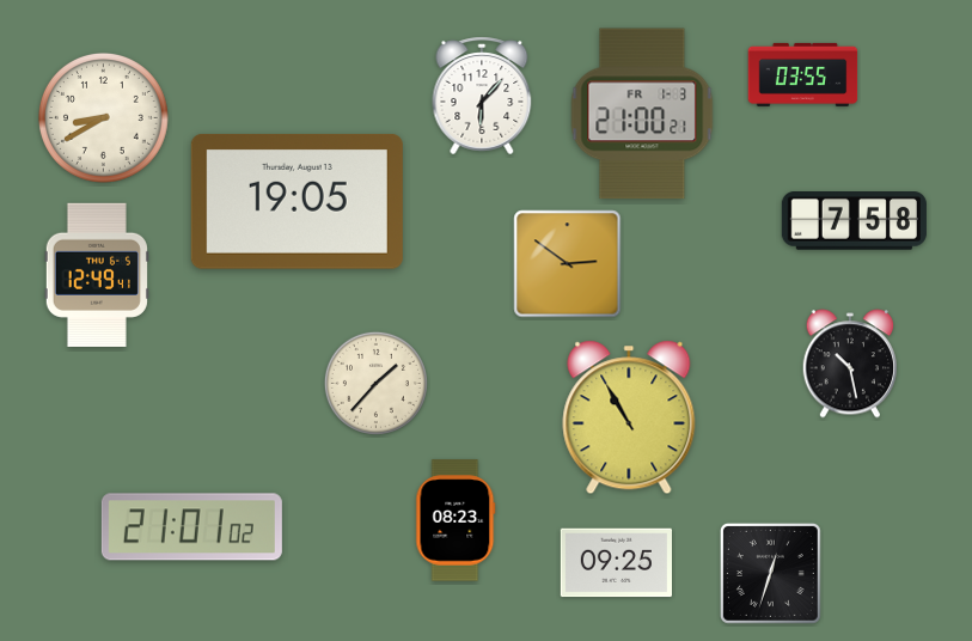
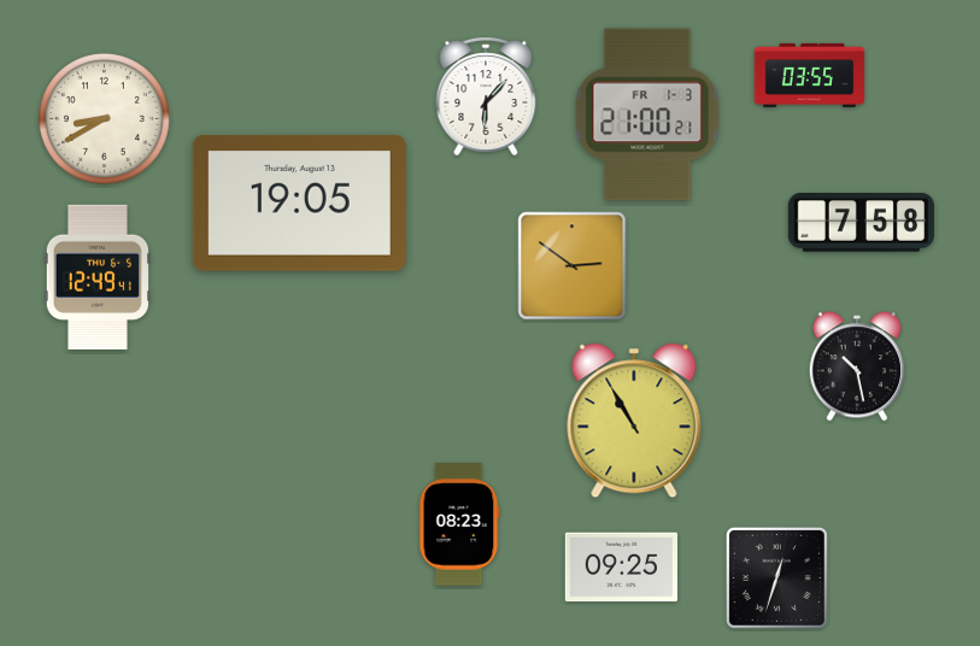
clock at (375, 383): 1:37 -> none
clock at (191, 527): 21:01 -> none
